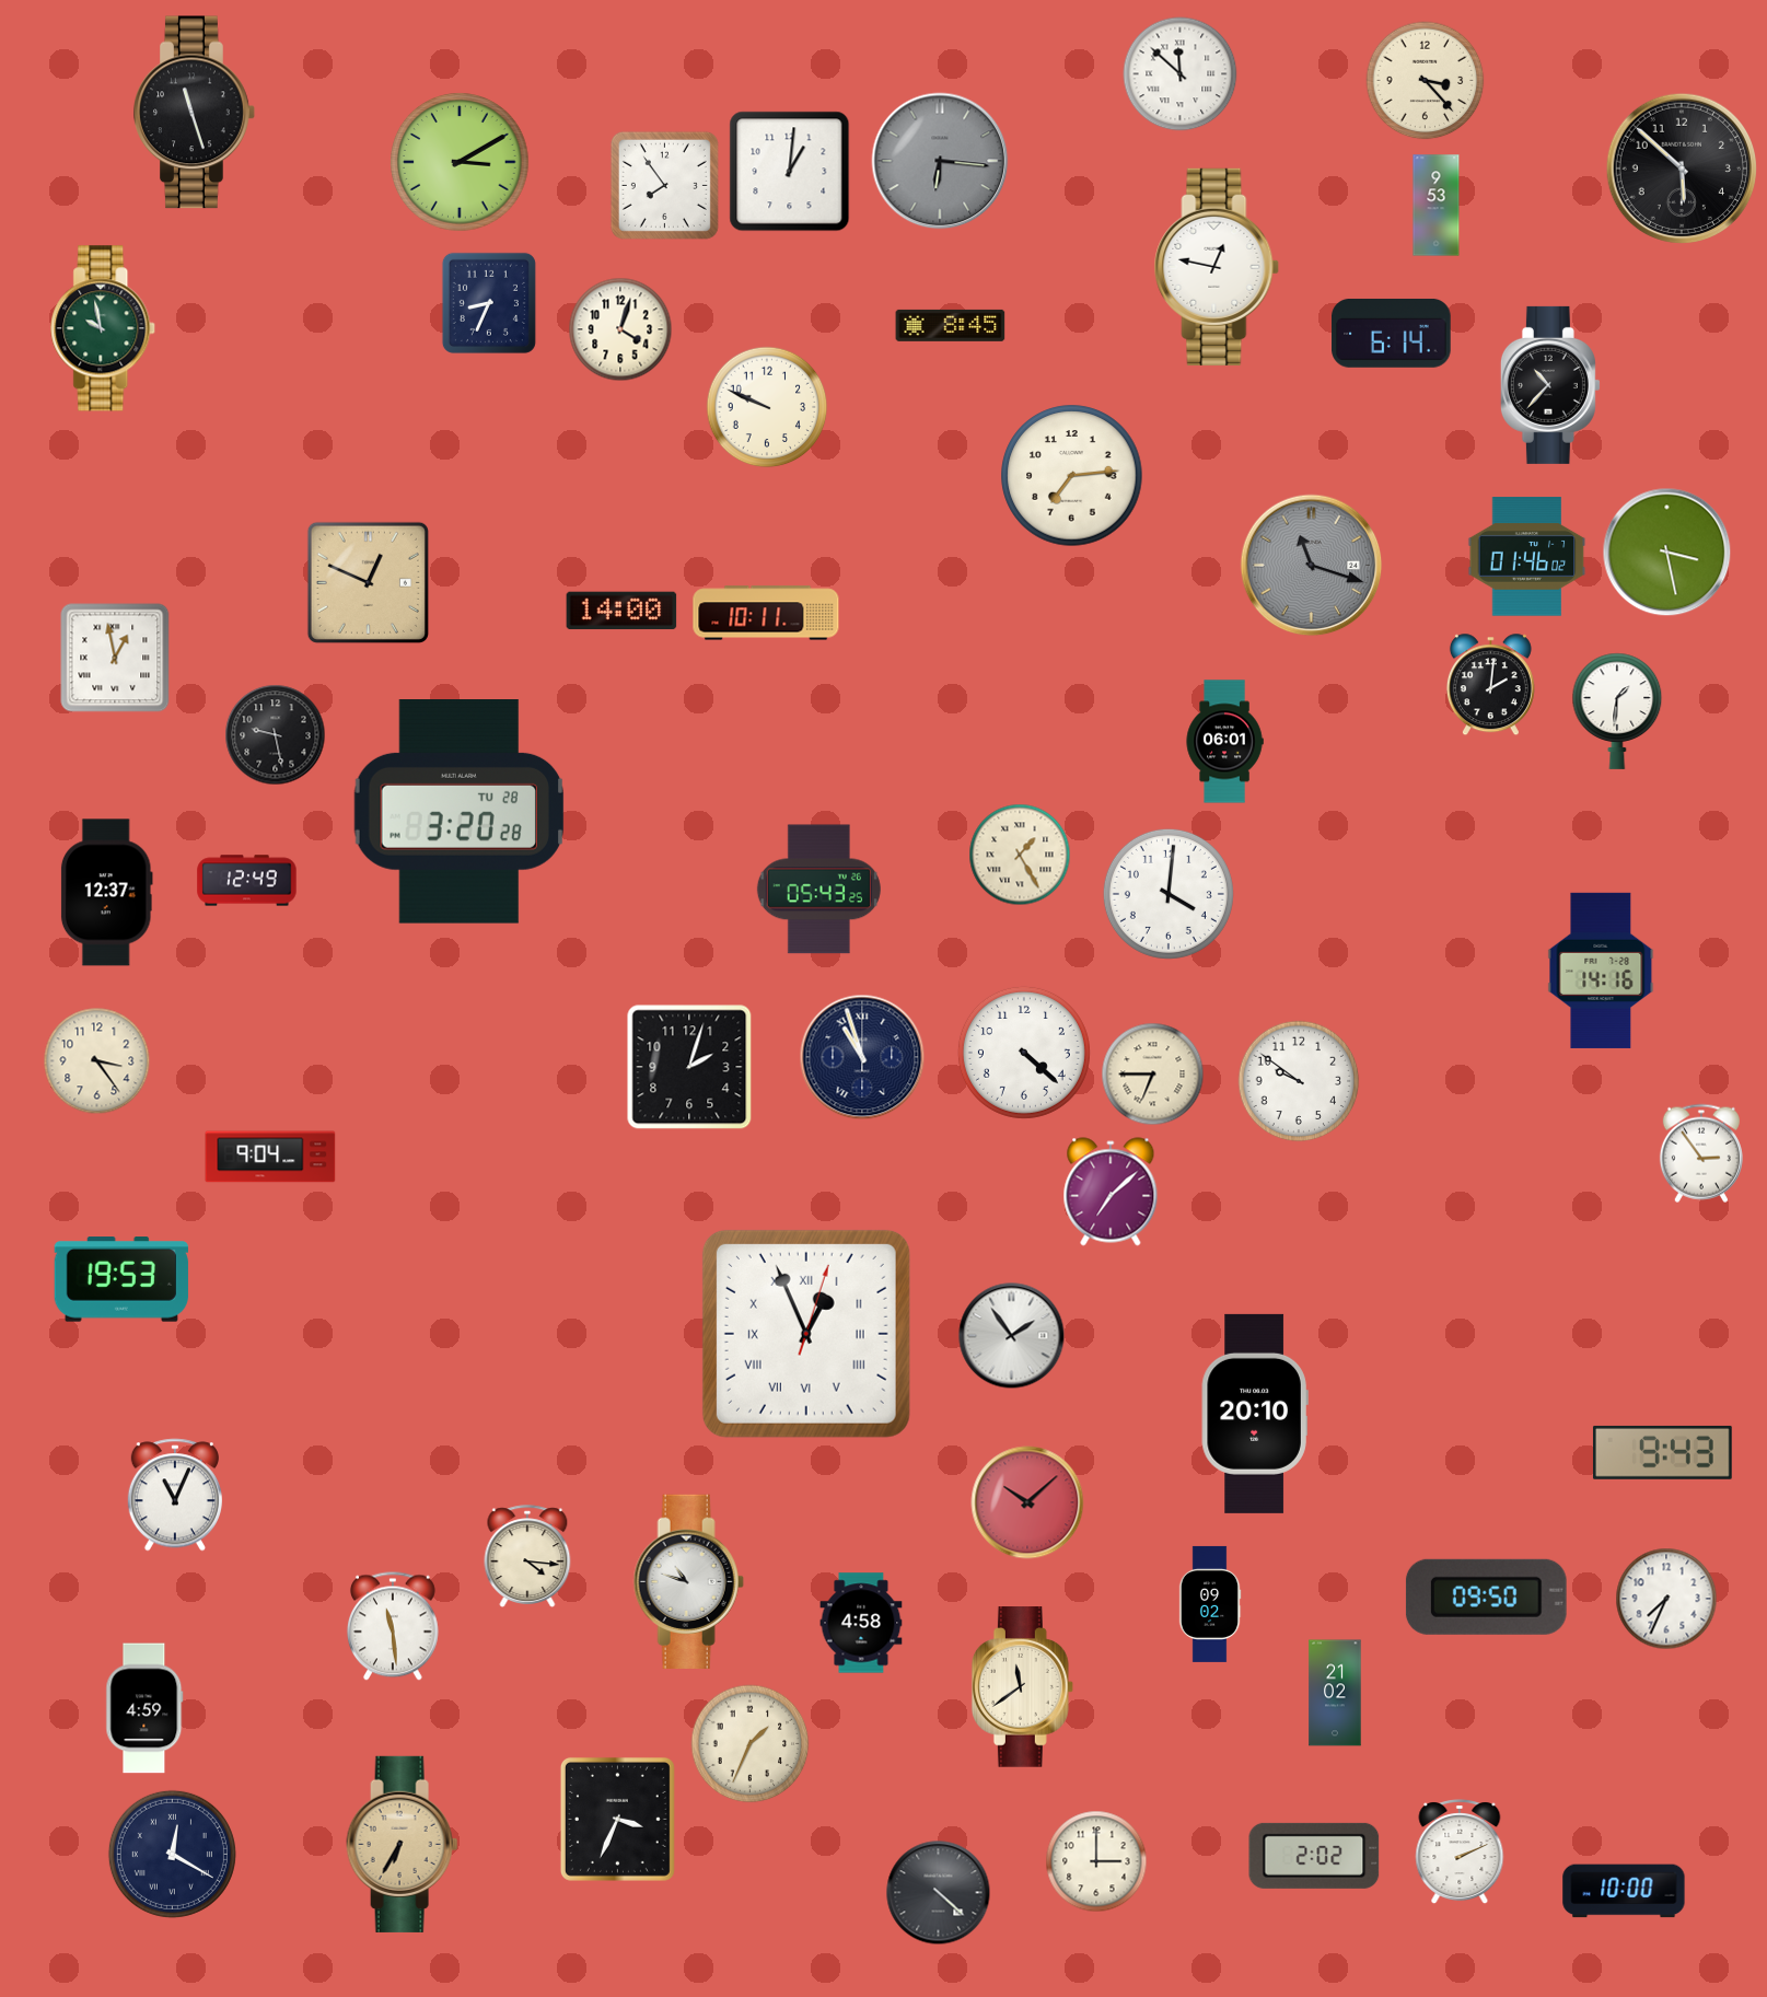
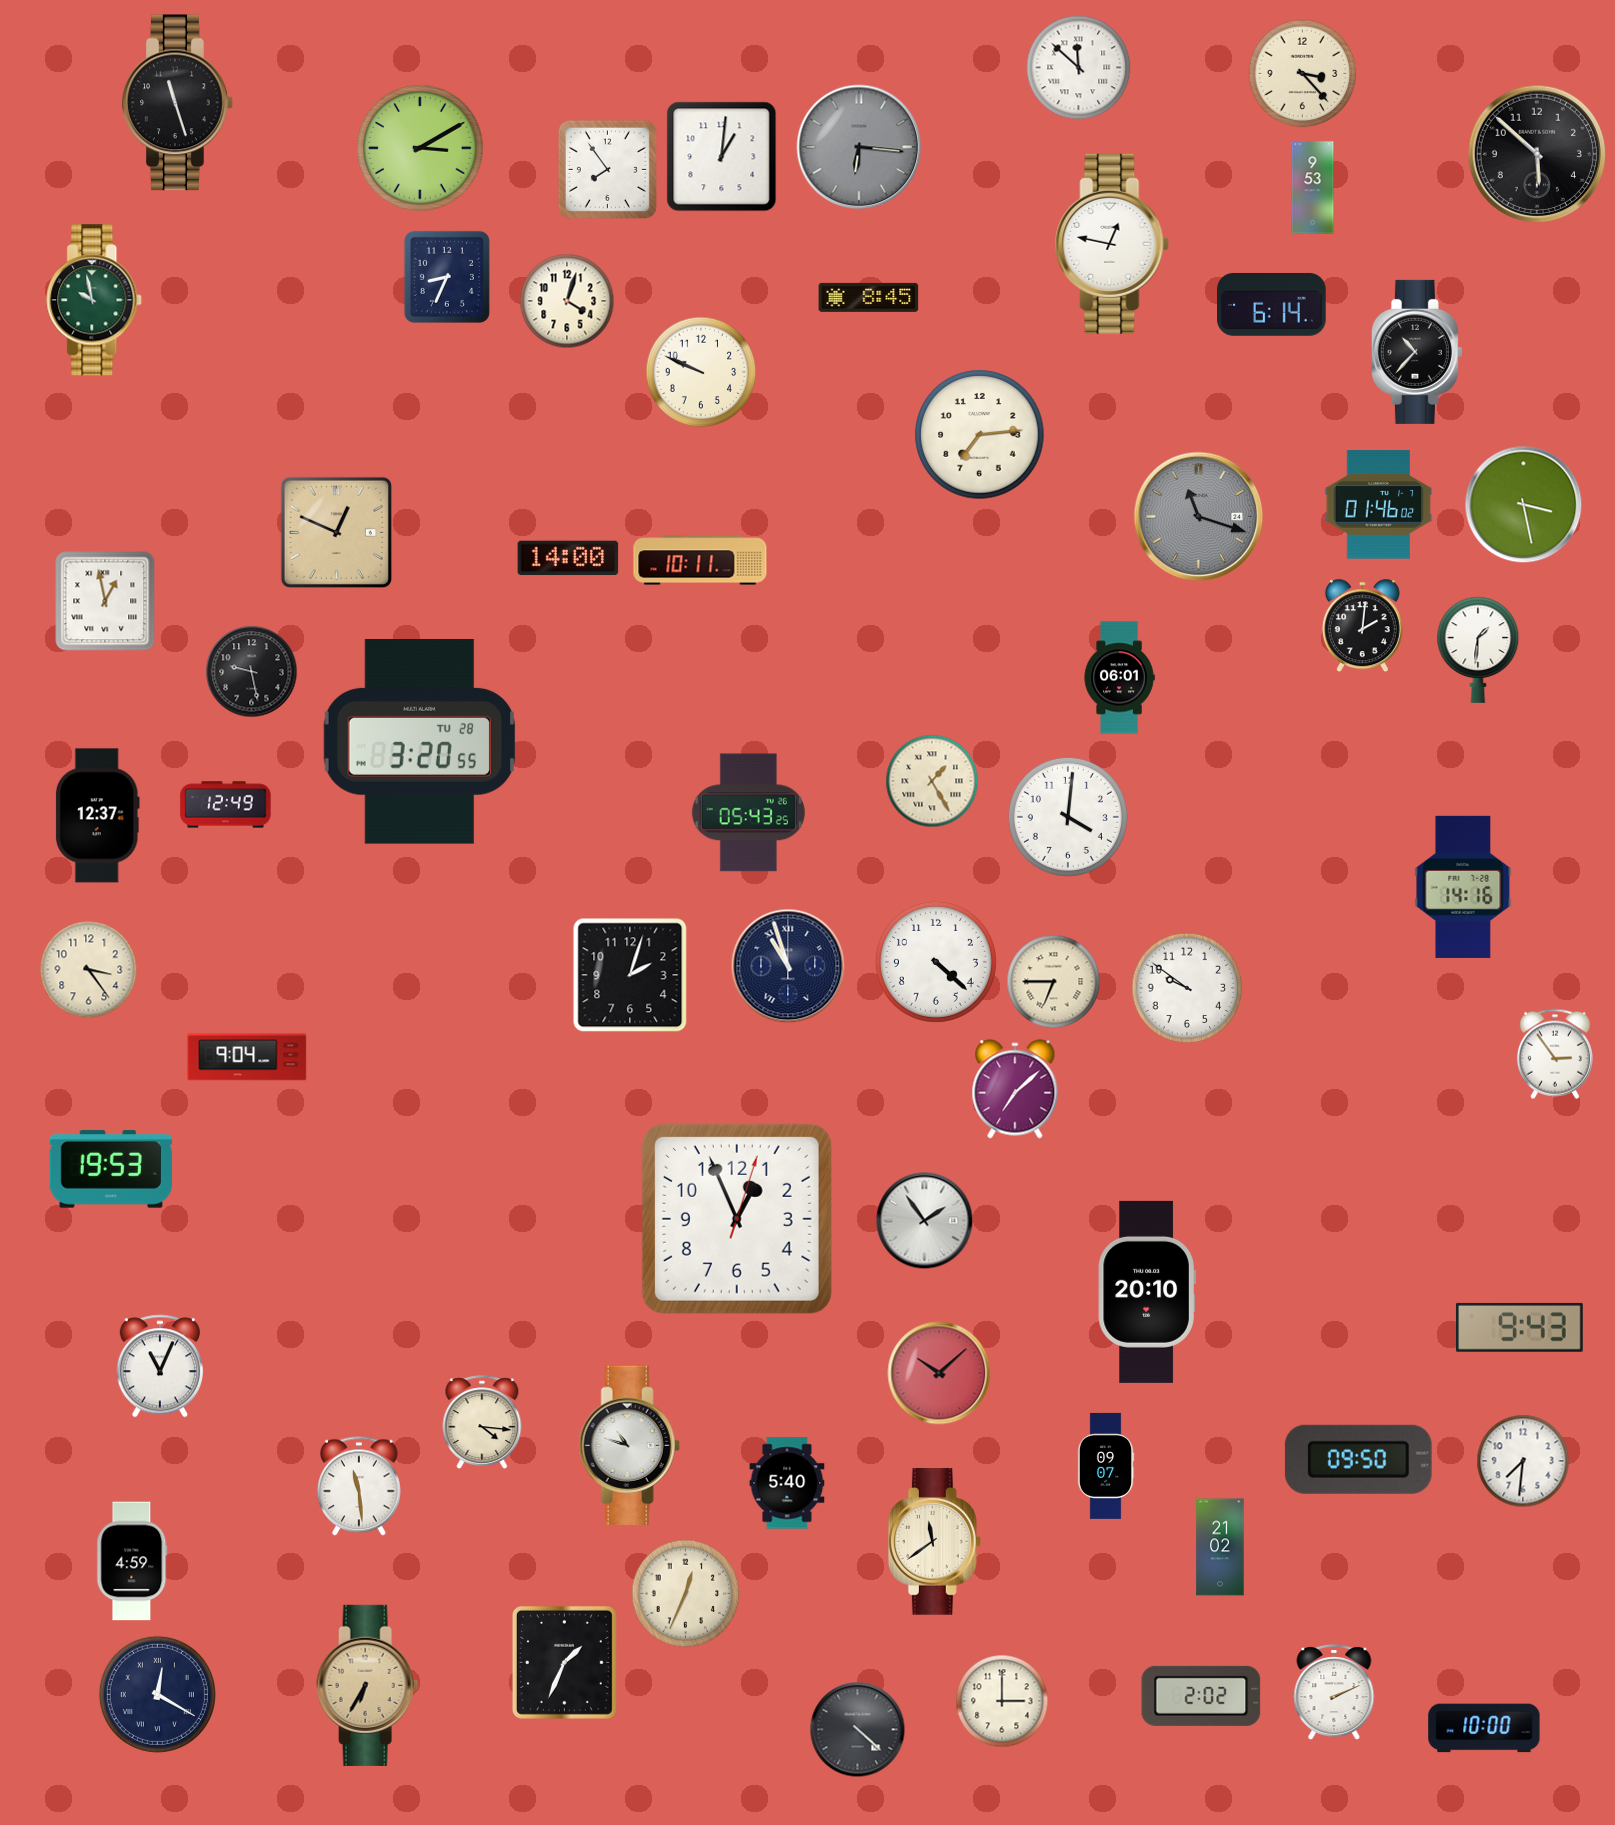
clock at (1527, 557) position: (1527, 557) -> (1379, 505)
clock at (458, 812): 3:20:28 -> 3:20:55
clock at (806, 1334) numerals: Roman -> Arabic
clock at (1666, 1599): 7:34 -> 7:31
clock at (1210, 1604): 09:02 -> 09:07
clock at (861, 1623): 4:58 -> 5:40
clock at (751, 1744): 1:34 -> 12:34
clock at (617, 1819): 3:34 -> 1:34
